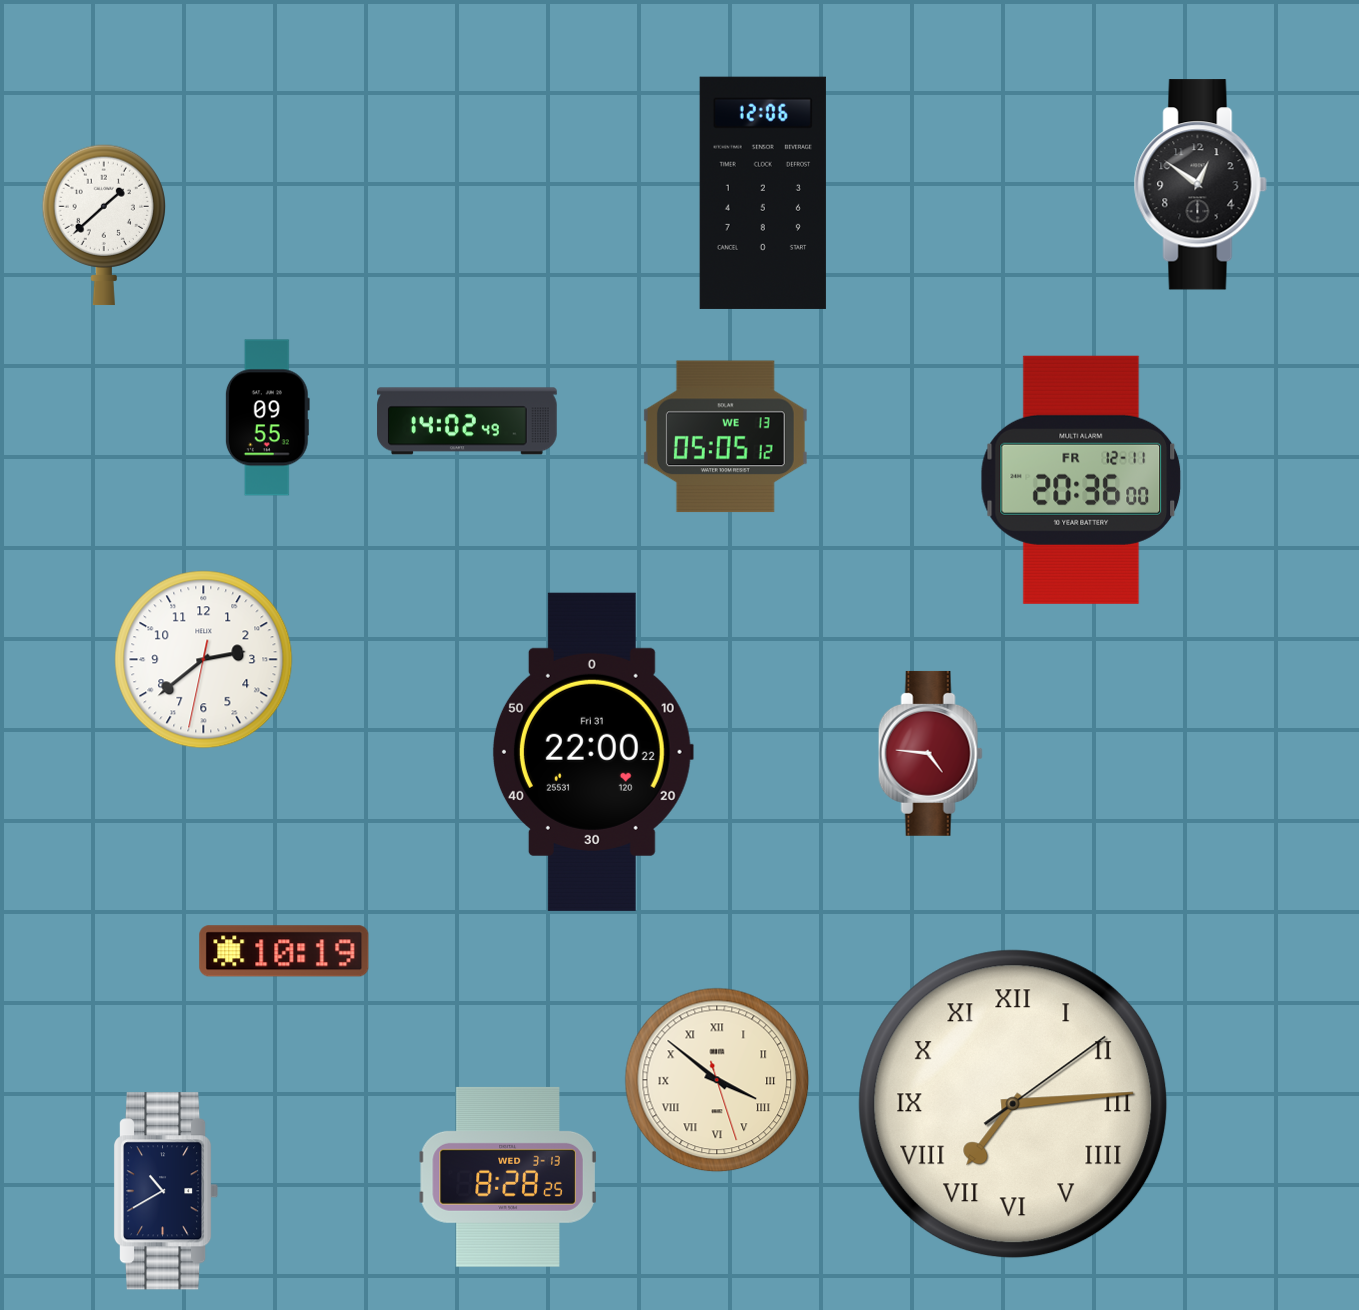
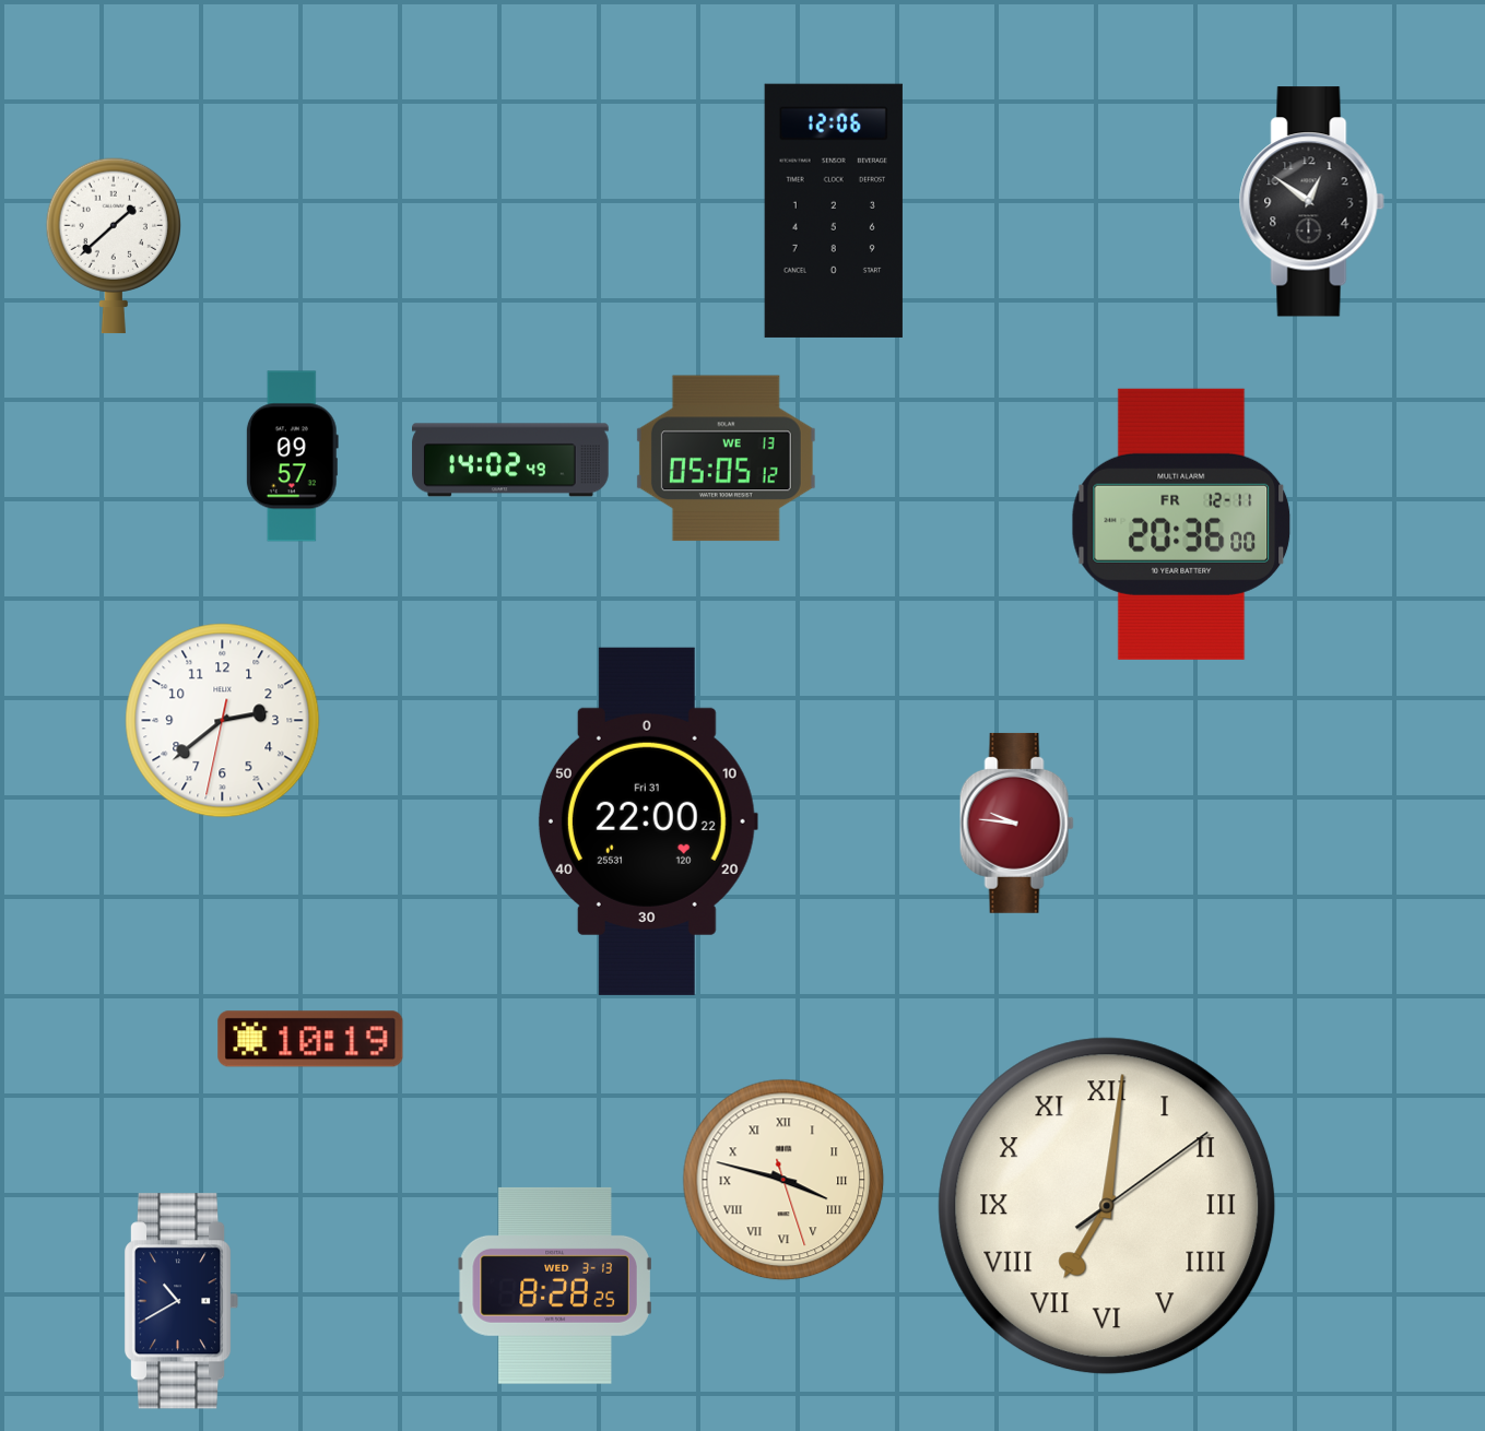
clock at (267, 418): 09:55 -> 09:57
clock at (725, 437) position: (725, 437) -> (726, 459)
clock at (930, 753): 4:46 -> 9:46
clock at (717, 1080): 3:51 -> 3:47
clock at (1013, 1104): 7:14 -> 7:01
